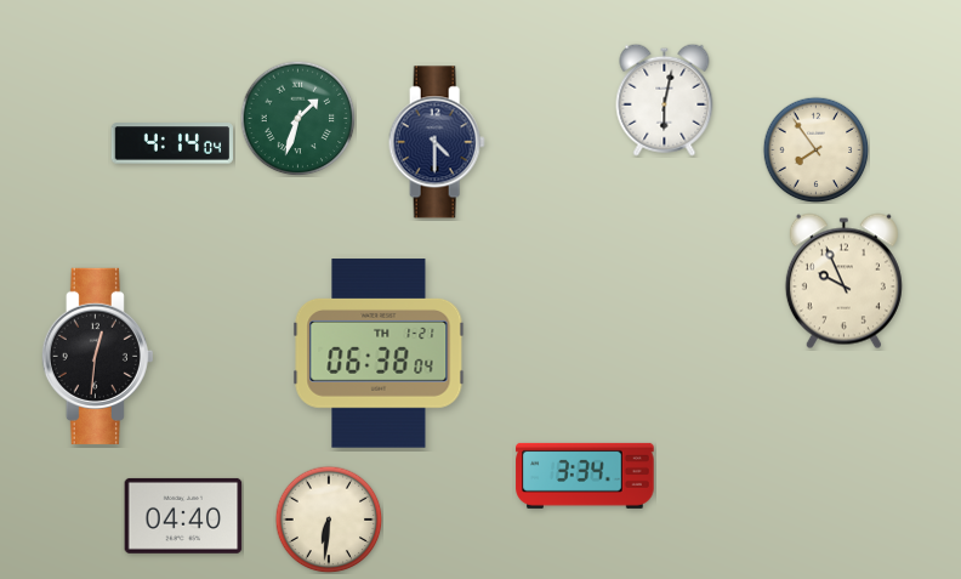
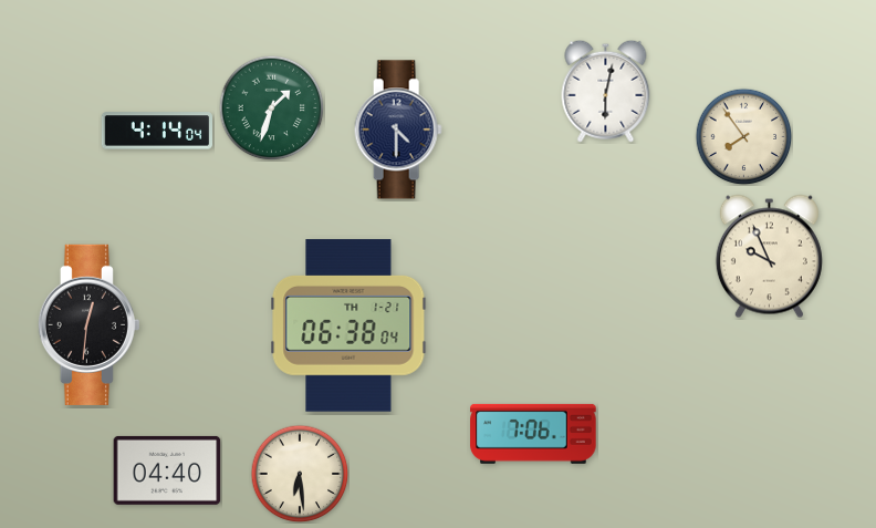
clock at (379, 353) position: (379, 353) -> (348, 325)
clock at (585, 476): 3:34 -> 7:06
clock at (329, 520): 6:31 -> 6:29
